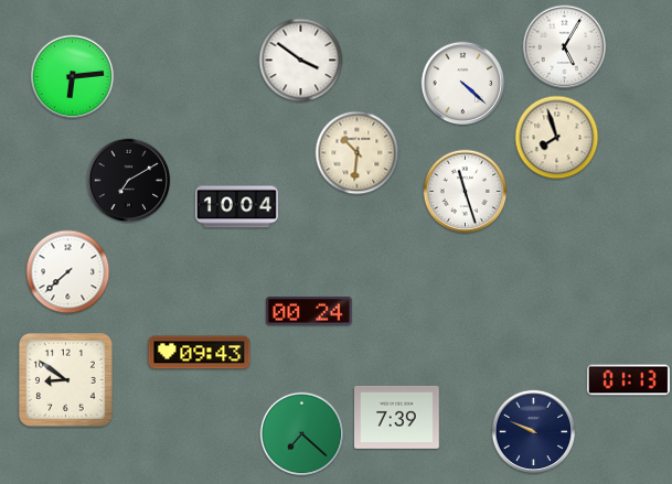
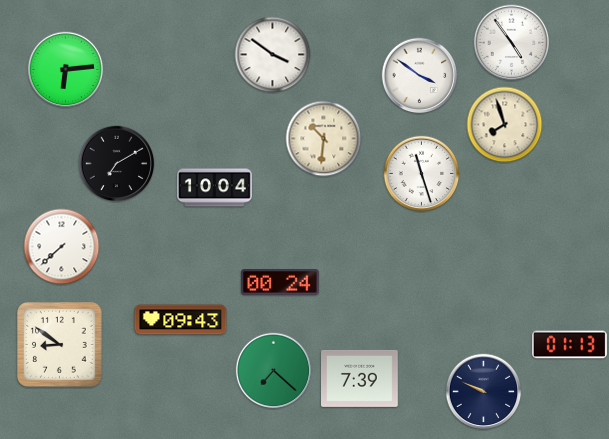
clock at (565, 47): 5:05 -> 4:54
clock at (463, 84): 4:22 -> 3:51
clock at (302, 434) position: (302, 434) -> (274, 371)
